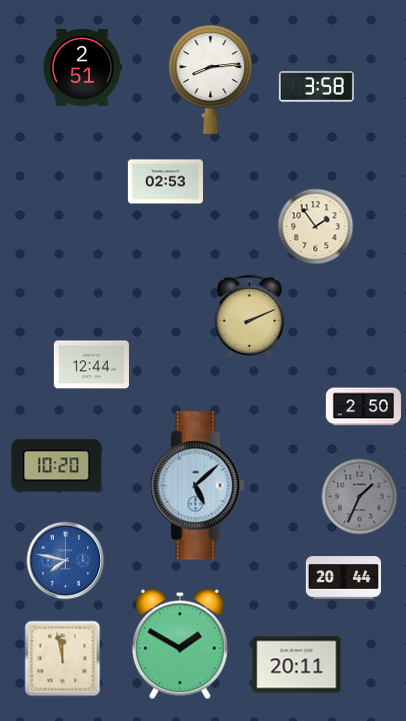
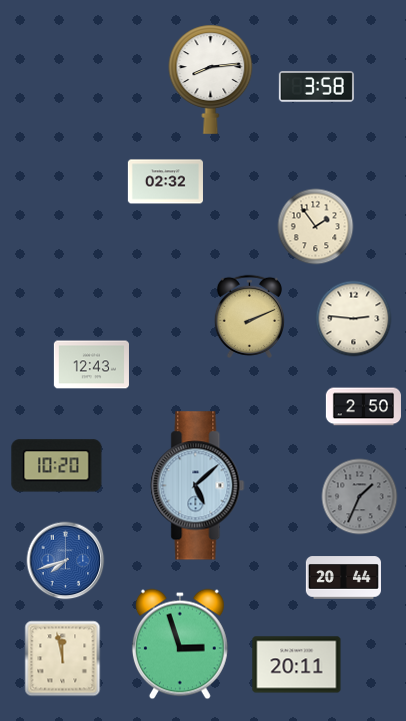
clock at (82, 67): 2:51 -> none
clock at (165, 182): 02:53 -> 02:32
clock at (354, 319): none -> 2:46
clock at (91, 365): 12:44 -> 12:43
clock at (66, 561): 7:47 -> 7:42
clock at (180, 644): 1:50 -> 2:57
